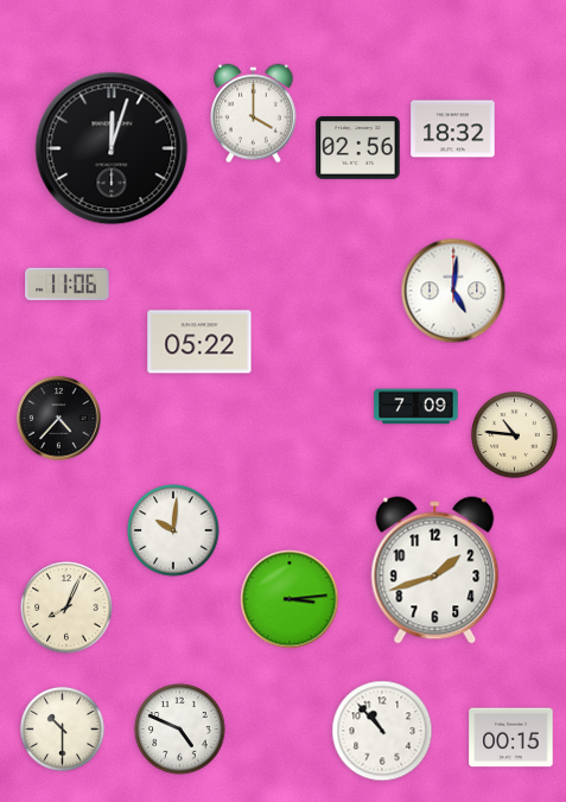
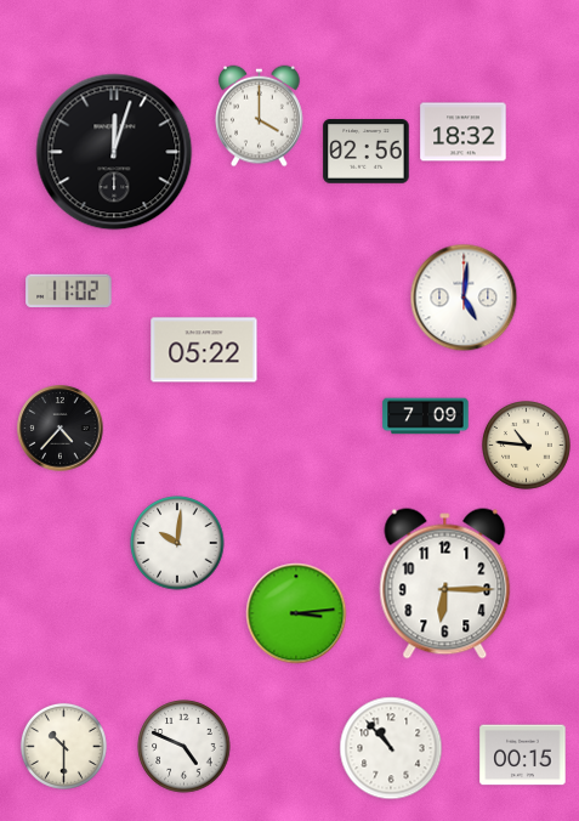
clock at (68, 285): 11:06 -> 11:02
clock at (435, 571): 1:42 -> 6:15
clock at (66, 607): 8:04 -> none
